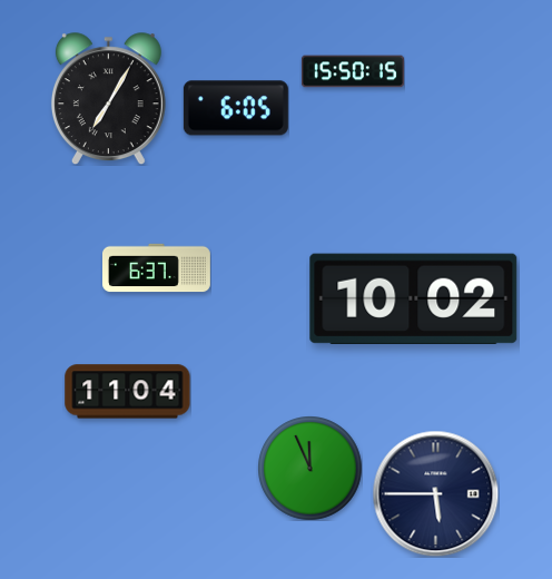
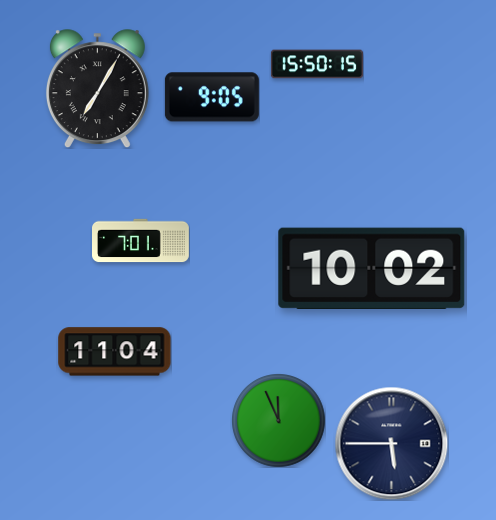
clock at (236, 108): 6:05 -> 9:05
clock at (157, 268): 6:37 -> 7:01
